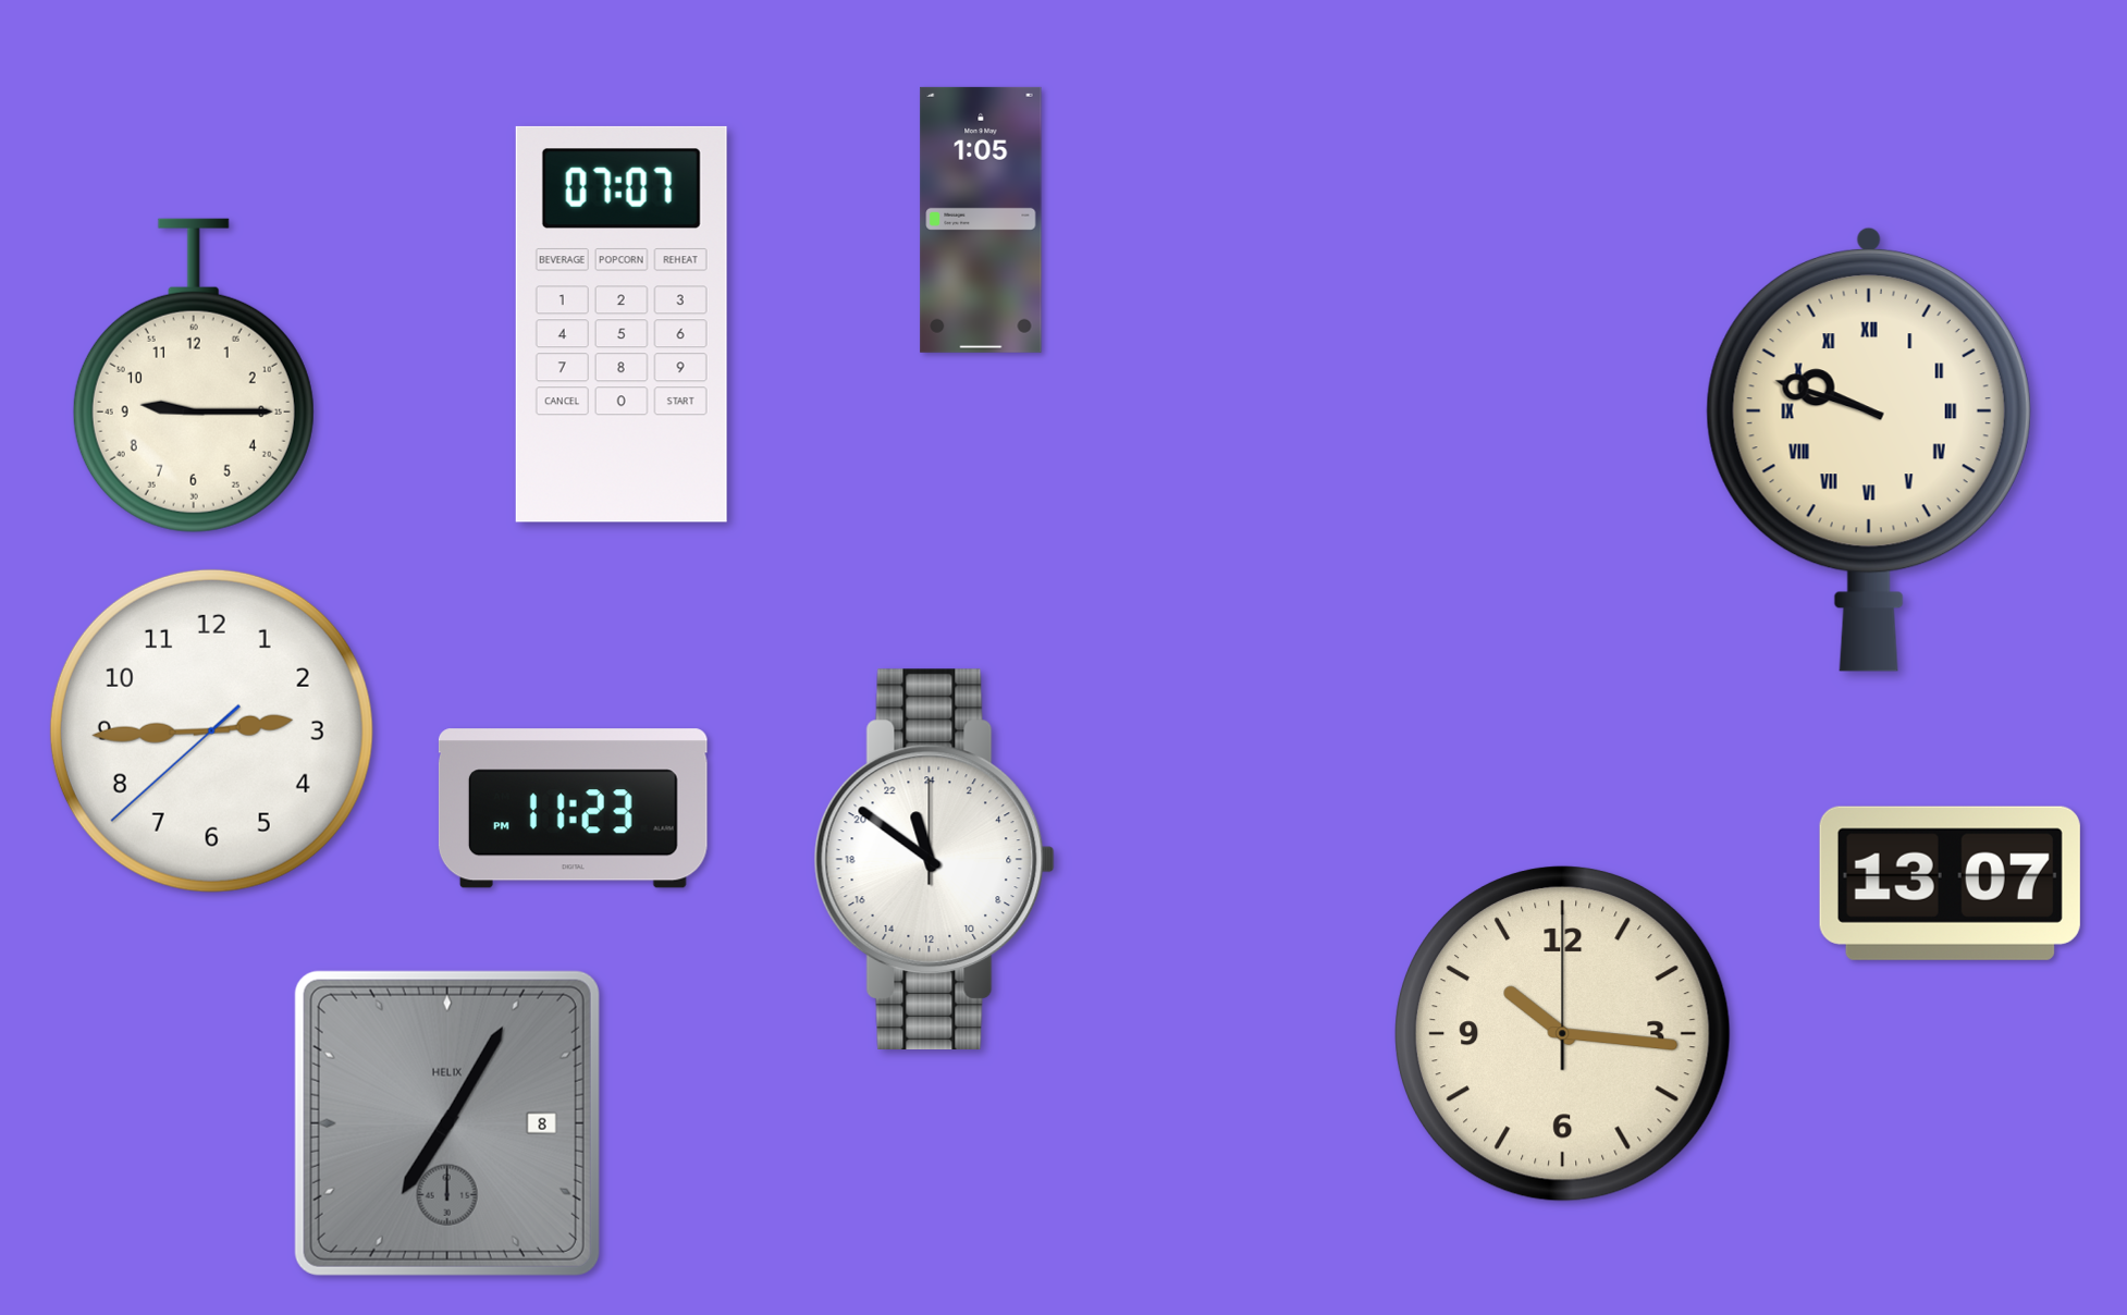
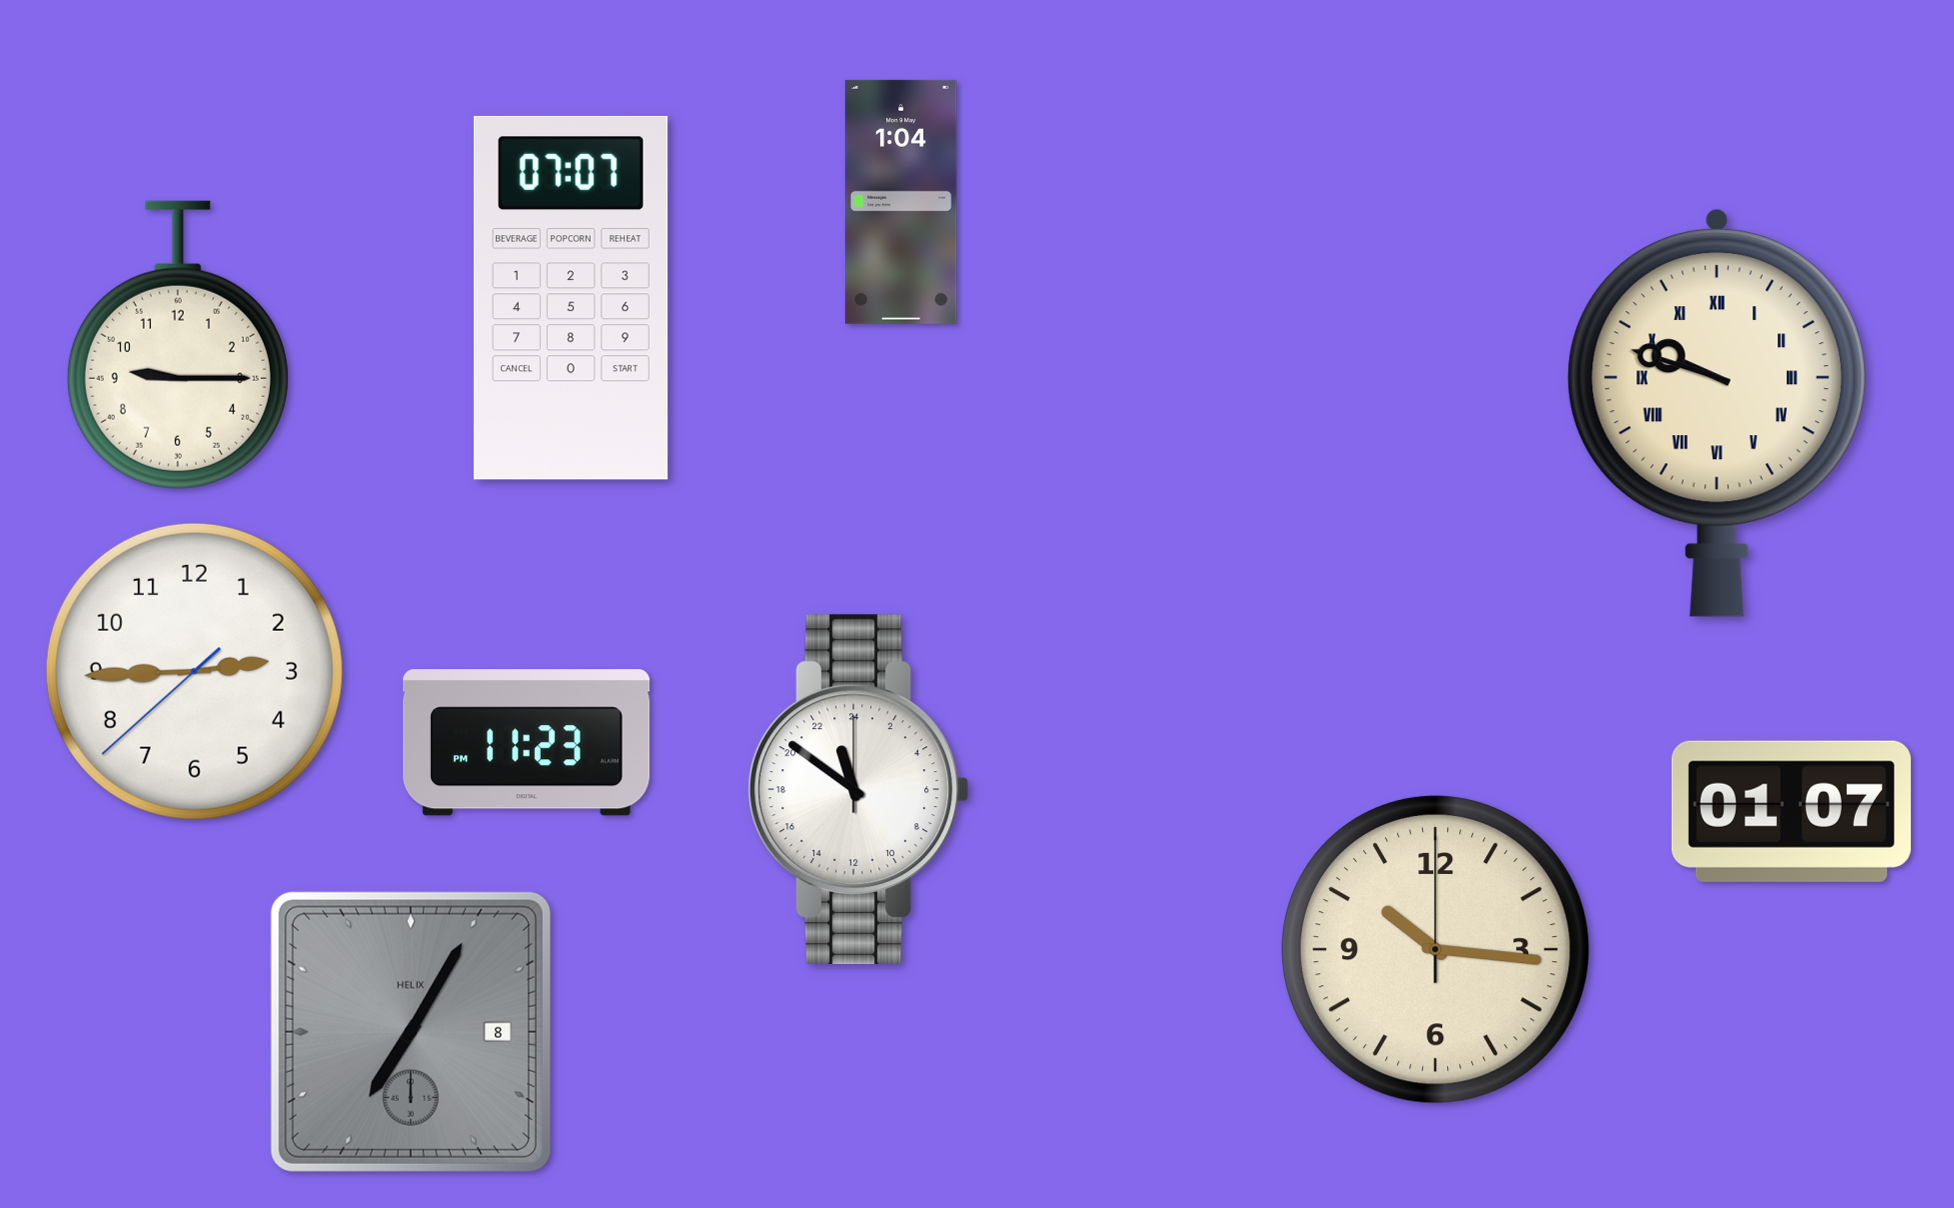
clock at (981, 220): 1:05 -> 1:04
clock at (1950, 883): 13:07 -> 01:07
